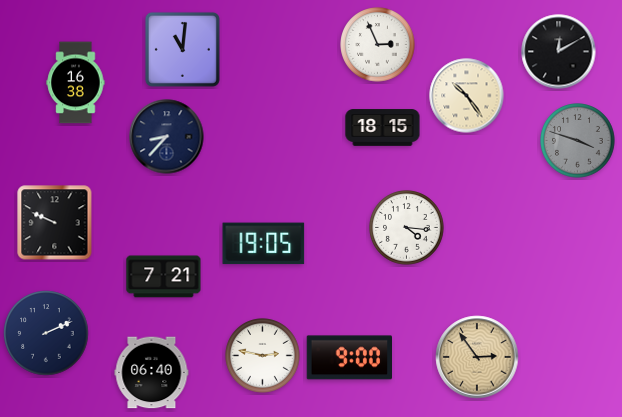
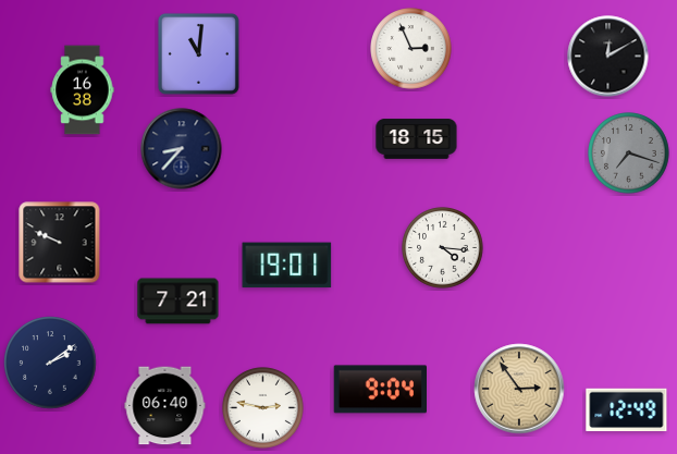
clock at (467, 96): 10:24 -> none
clock at (578, 141): 3:48 -> 7:18
clock at (264, 244): 19:05 -> 19:01
clock at (46, 333): 2:11 -> 2:09
clock at (263, 356) position: (263, 356) -> (263, 408)
clock at (349, 358): 9:00 -> 9:04
clock at (627, 410): none -> 12:49
